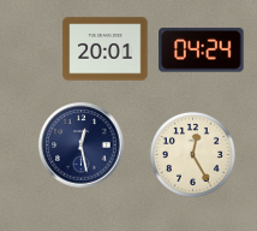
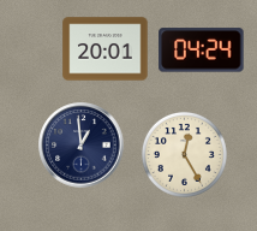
clock at (82, 146): 12:28 -> 12:59
clock at (192, 154) position: (192, 154) -> (184, 154)
